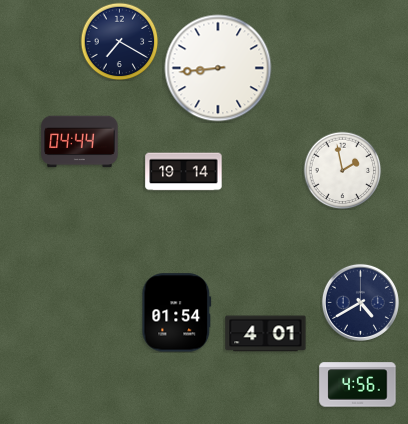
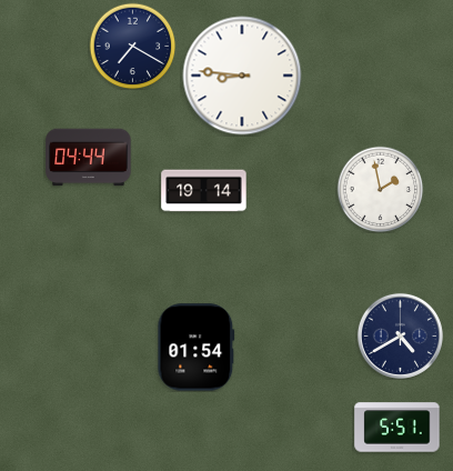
clock at (218, 68): 8:44 -> 8:46
clock at (266, 334): 4:01 -> none
clock at (358, 385): 4:56 -> 5:51
